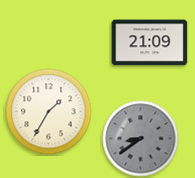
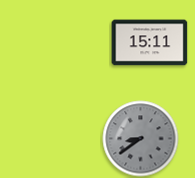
clock at (150, 43): 21:09 -> 15:11
clock at (49, 112): 1:35 -> none
